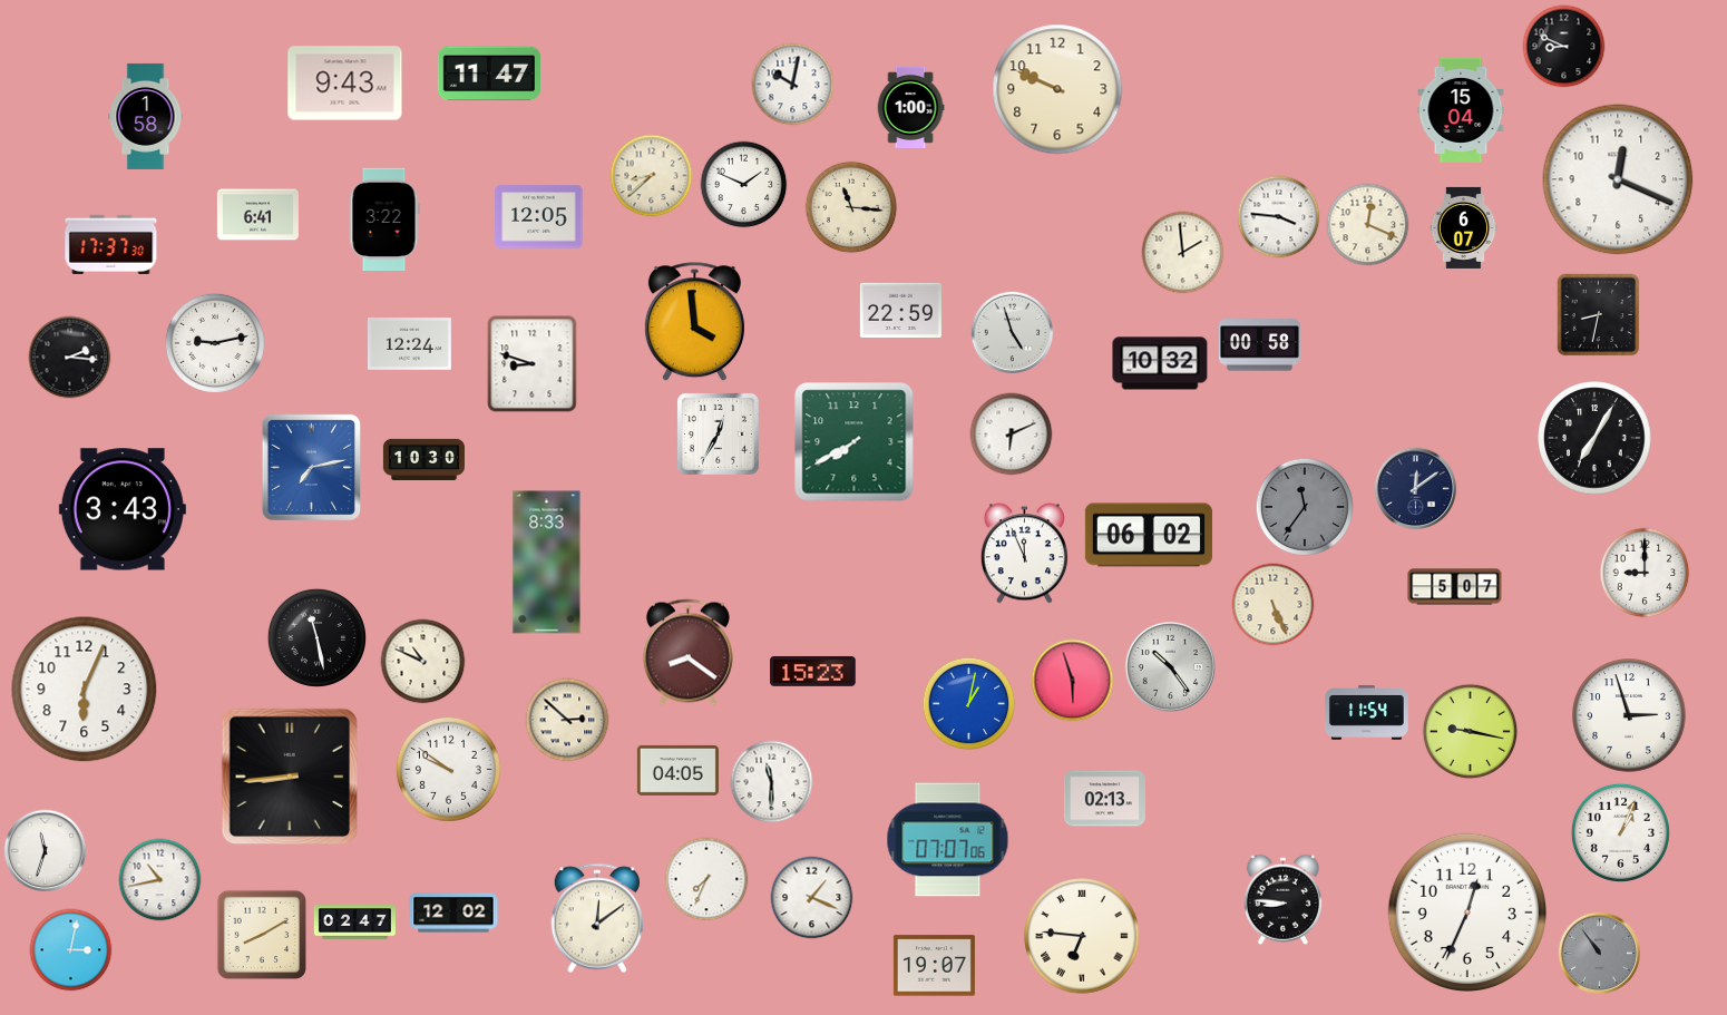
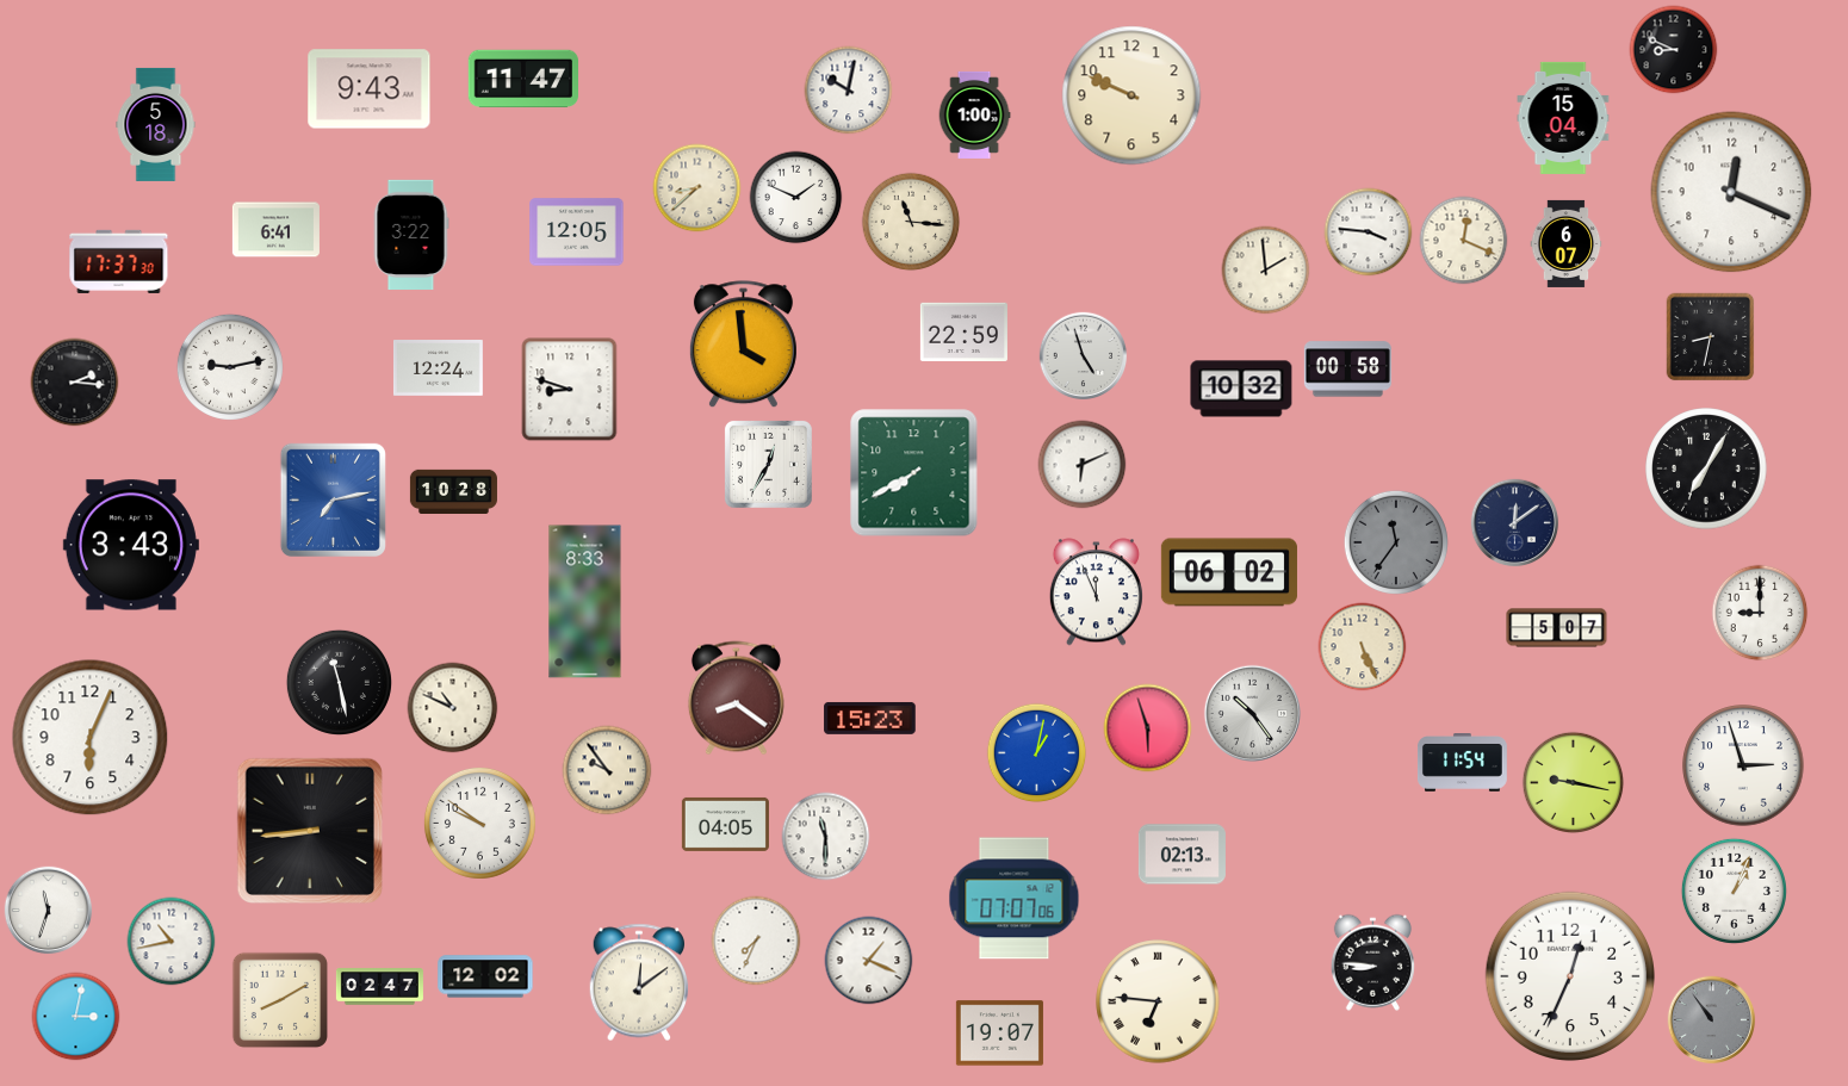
clock at (146, 116): 1:58 -> 5:18
clock at (423, 459): 10:30 -> 10:28
clock at (567, 720): 2:52 -> 9:54
